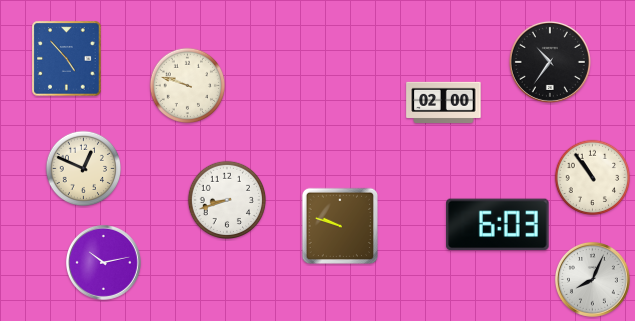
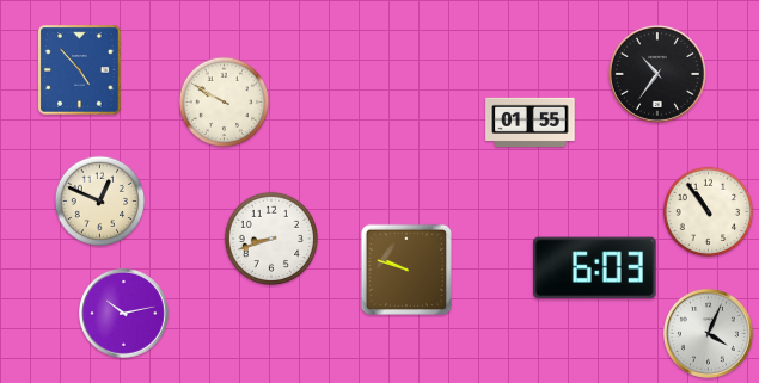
clock at (188, 86): 9:48 -> 9:50
clock at (444, 102): 02:00 -> 01:55
clock at (592, 279): 8:04 -> 4:04
